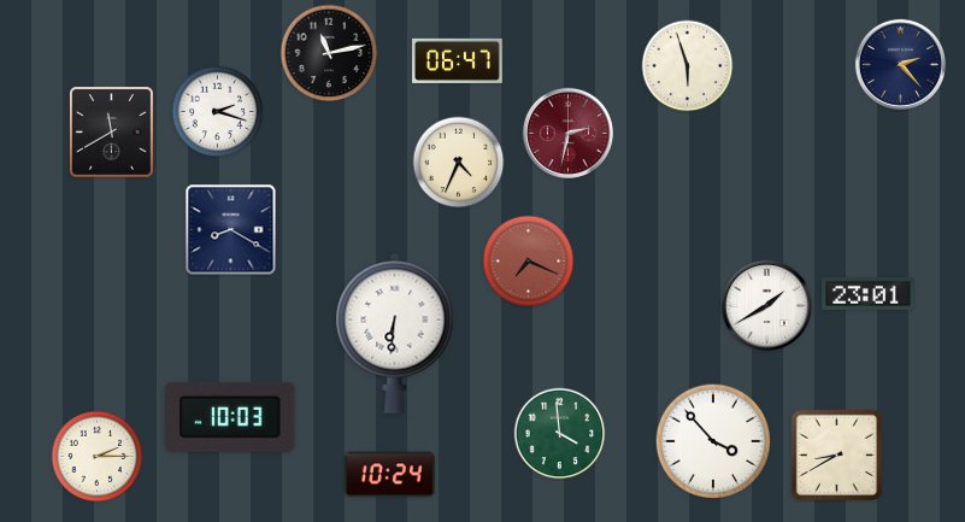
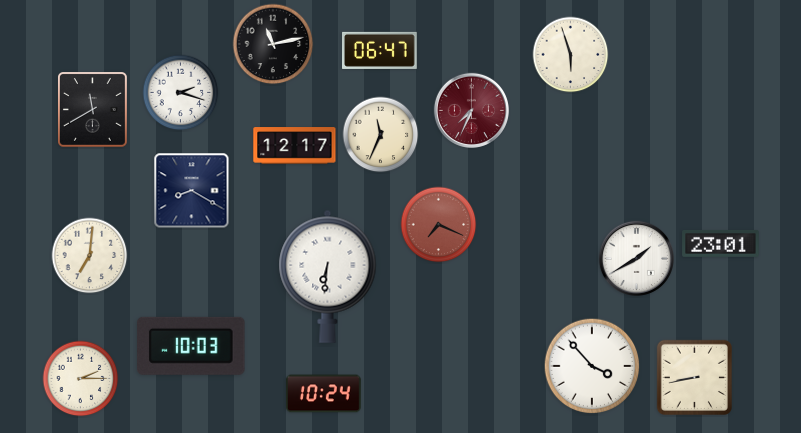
clock at (900, 64): 2:23 -> none
clock at (567, 133): 2:32 -> 7:34
clock at (459, 163): 4:34 -> 11:34
clock at (295, 146): none -> 12:17
clock at (529, 262) position: (529, 262) -> (439, 225)
clock at (766, 305) position: (766, 305) -> (636, 258)
clock at (90, 256): none -> 7:01
clock at (560, 434): 3:59 -> none
clock at (836, 454): 8:40 -> 8:43
